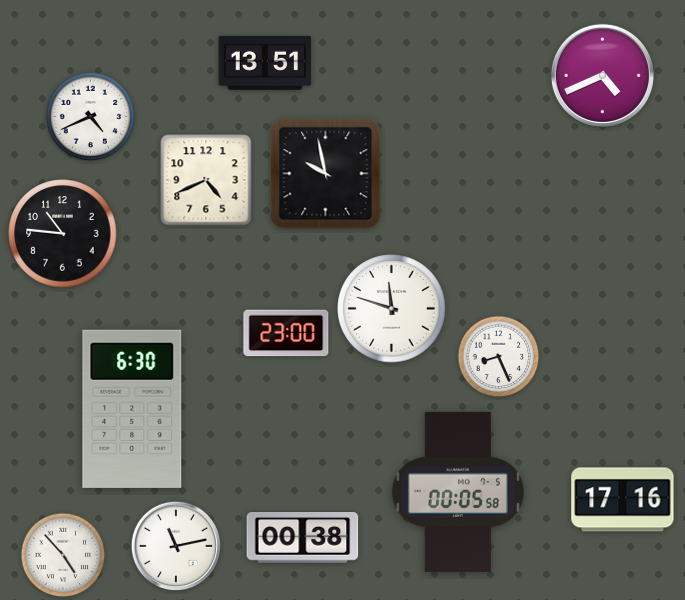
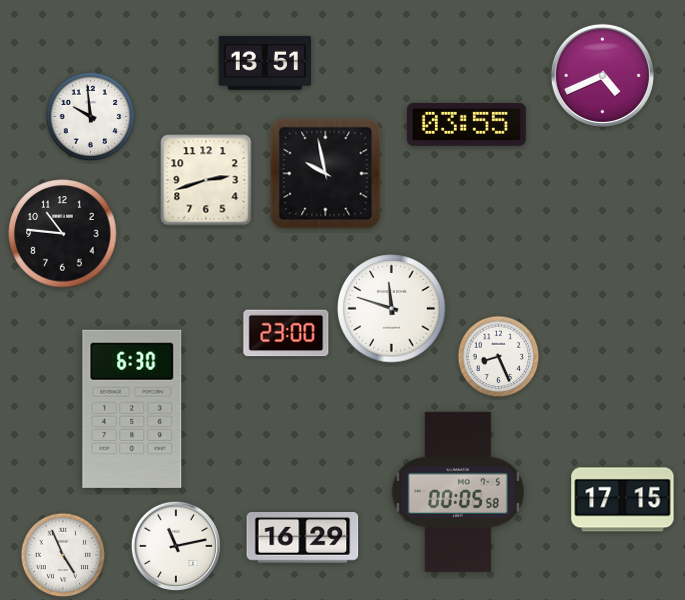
clock at (91, 117): 4:41 -> 9:59
clock at (466, 124): none -> 03:55
clock at (206, 180): 4:41 -> 2:42
clock at (623, 500): 17:16 -> 17:15
clock at (303, 538): 00:38 -> 16:29
clock at (63, 555): 4:53 -> 4:56
